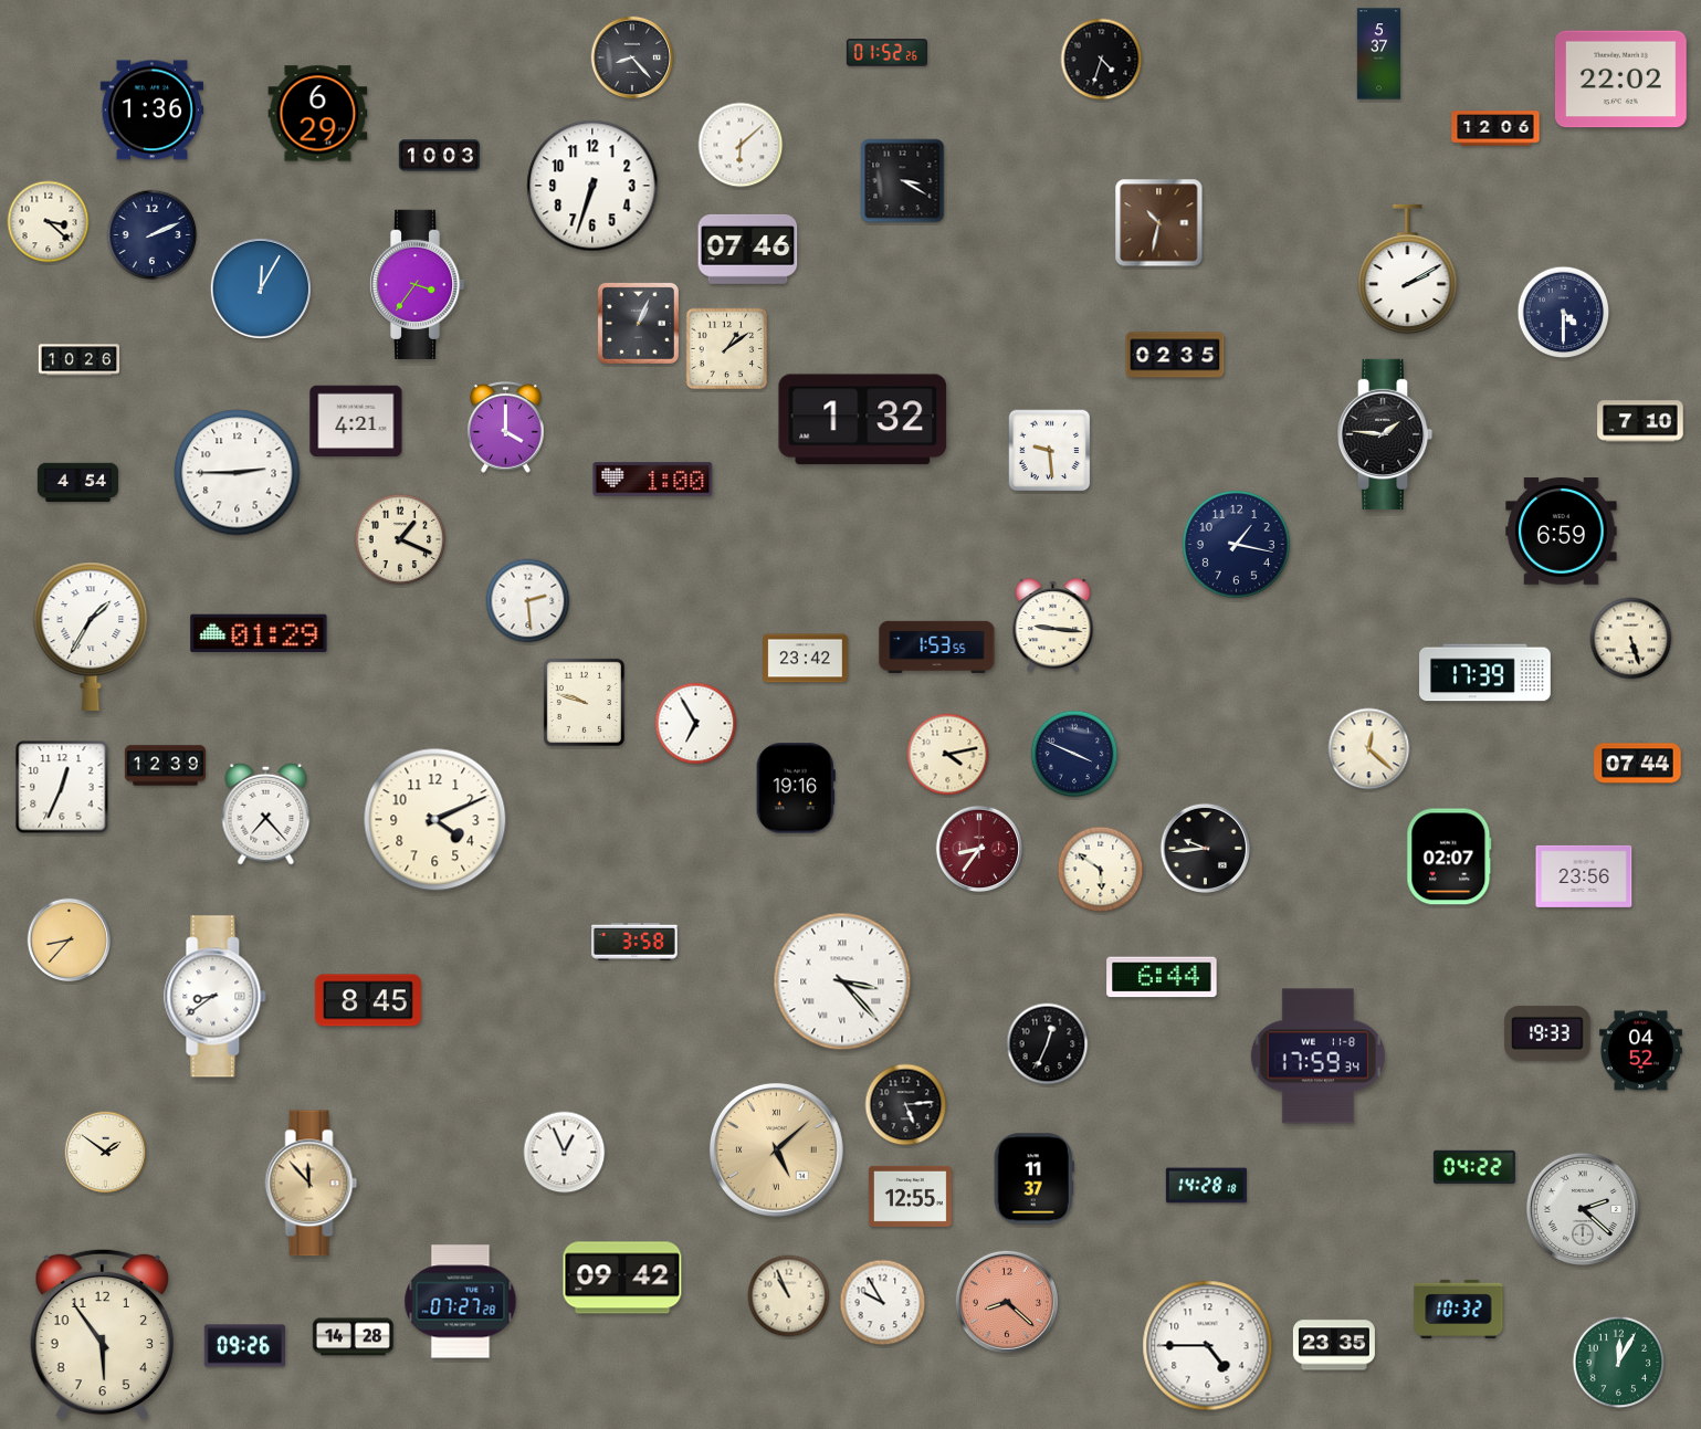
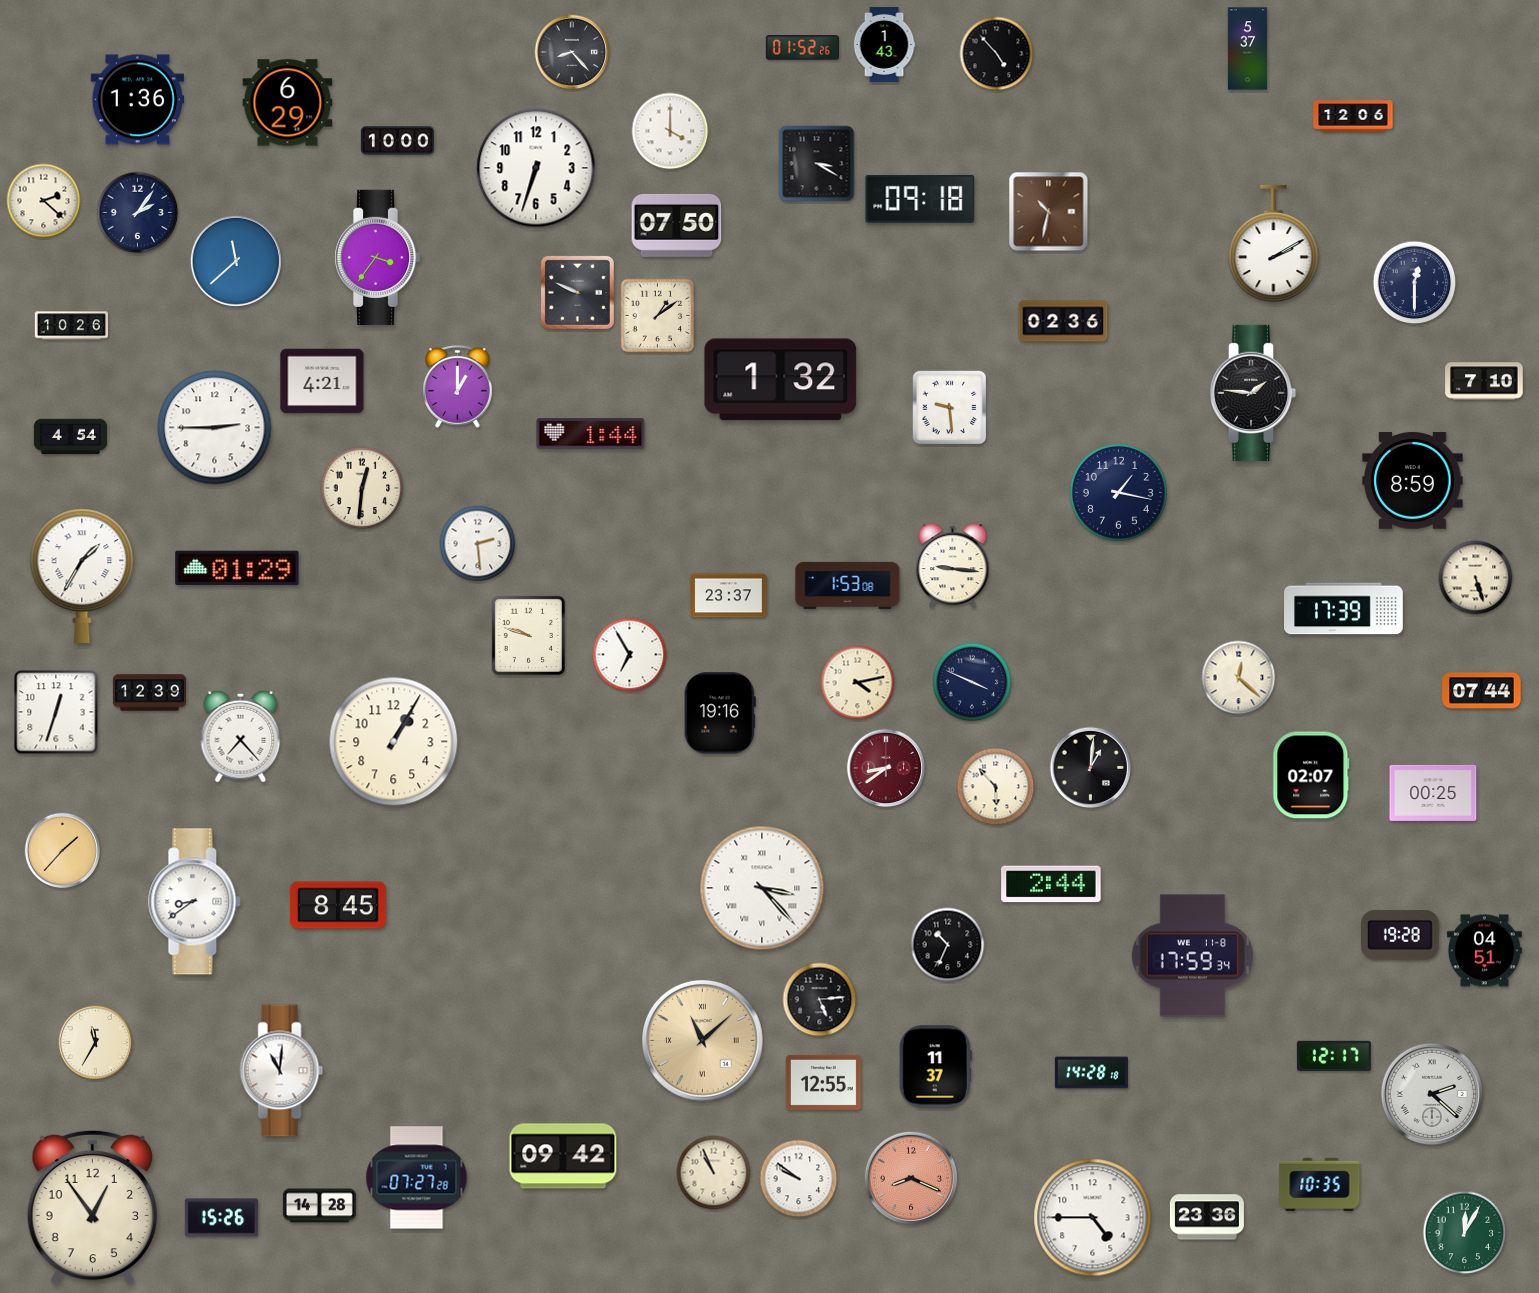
clock at (884, 44): none -> 1:43
clock at (1102, 60): 4:33 -> 4:53
clock at (1620, 80): 22:02 -> none
clock at (741, 145): 6:08 -> 4:00
clock at (439, 156): 10:03 -> 10:00
clock at (920, 199): none -> 09:18
clock at (49, 222): 3:22 -> 2:22
clock at (1159, 223) position: (1159, 223) -> (1049, 212)
clock at (153, 235): 2:11 -> 2:06
clock at (748, 249): 07:46 -> 07:50
clock at (261, 288): 12:05 -> 11:38
clock at (1564, 313): 4:30 -> 12:30
clock at (638, 323): 1:04 -> 9:49
clock at (1175, 355): 02:35 -> 02:36
clock at (506, 427): 4:00 -> 1:00
clock at (653, 480): 1:00 -> 1:44
clock at (1562, 532): 6:59 -> 8:59
clock at (400, 539): 1:19 -> 12:31
clock at (259, 633) position: (259, 633) -> (237, 568)
clock at (937, 647): 1:53:55 -> 1:53:08
clock at (806, 659): 23:42 -> 23:37
clock at (62, 787): 12:34 -> 12:33
clock at (435, 820): 4:11 -> 1:05
clock at (979, 849): 8:36 -> 8:39
clock at (1206, 849): 9:44 -> 1:01
clock at (1101, 870): 5:51 -> 5:53
clock at (1584, 876): 23:56 -> 00:25
clock at (70, 941): 8:37 -> 1:37
clock at (634, 943): 3:58 -> none
clock at (1162, 977): 6:44 -> 2:44
clock at (368, 1000) position: (368, 1000) -> (338, 905)
clock at (1547, 1033): 19:33 -> 19:28
clock at (1048, 1044): 12:34 -> 10:34
clock at (1640, 1051): 04:52 -> 04:51
clock at (776, 1149): 5:08 -> 11:08
clock at (106, 1153): 1:51 -> 11:35
clock at (565, 1153): 12:56 -> none
clock at (1474, 1167): 04:22 -> 12:17
clock at (312, 1184): 11:53 -> 11:01
clock at (312, 1184) dial: champagne -> white
clock at (1007, 1302): 8:22 -> 8:19
clock at (883, 1303): 9:55 -> 9:51
clock at (1459, 1309): 10:32 -> 10:35
clock at (102, 1334): 5:54 -> 12:54
clock at (353, 1337) position: (353, 1337) -> (319, 1206)
clock at (1334, 1345): 23:35 -> 23:36
clock at (244, 1346): 09:26 -> 15:26
